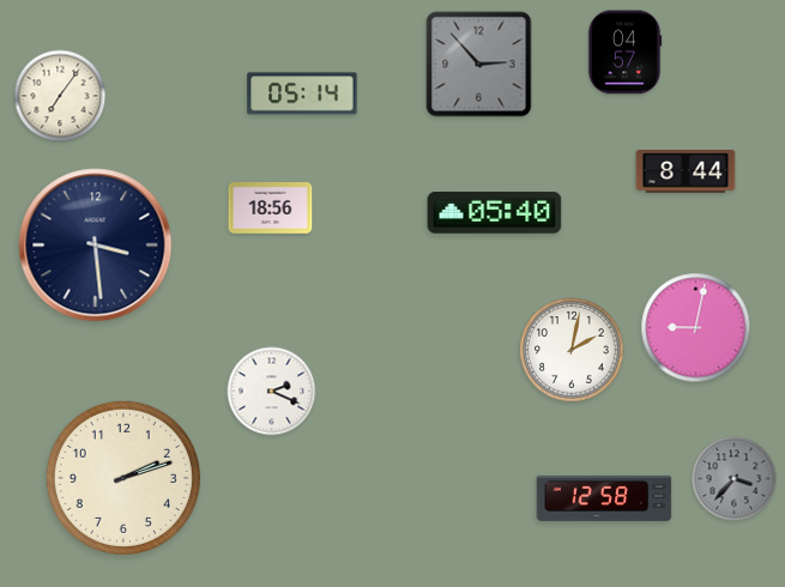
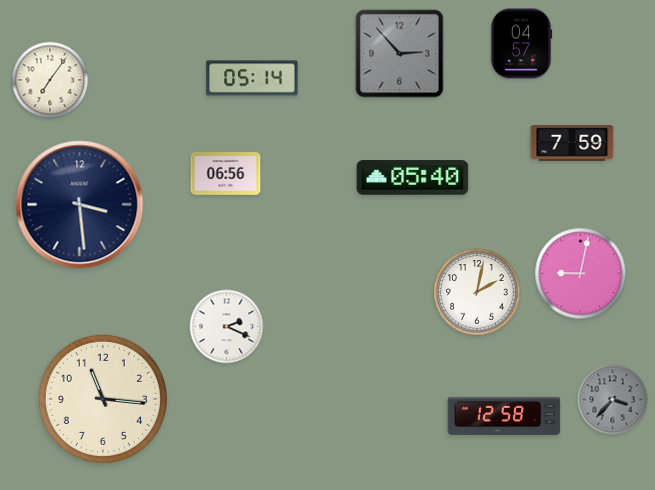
clock at (686, 173): 8:44 -> 7:59
clock at (271, 208): 18:56 -> 06:56
clock at (123, 478): 2:12 -> 11:16
